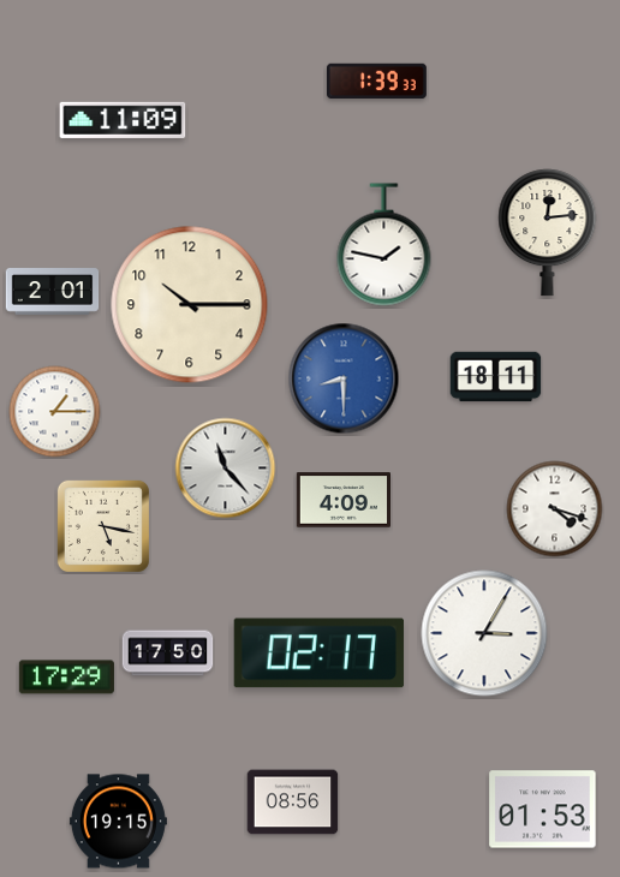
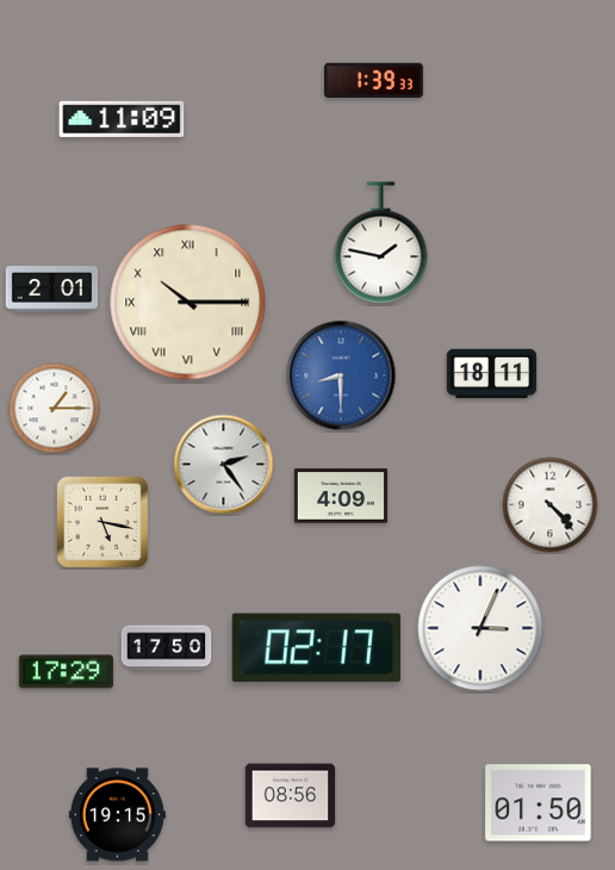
clock at (548, 233): 12:14 -> none
clock at (190, 305) numerals: Arabic -> Roman
clock at (226, 469): 11:23 -> 2:24
clock at (555, 509): 4:18 -> 4:23
clock at (484, 633): 3:05 -> 3:04
clock at (543, 810): 01:53 -> 01:50
